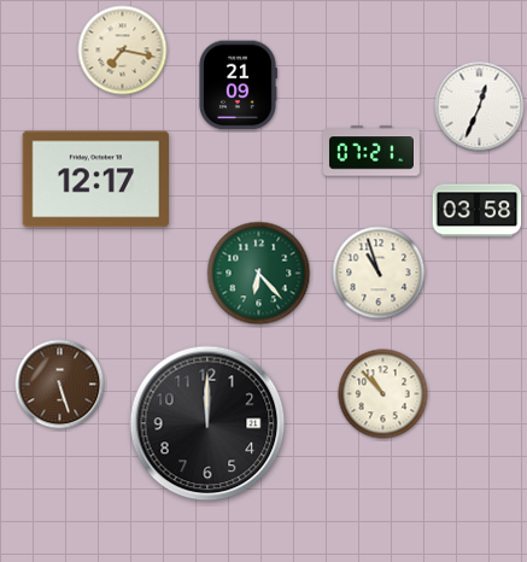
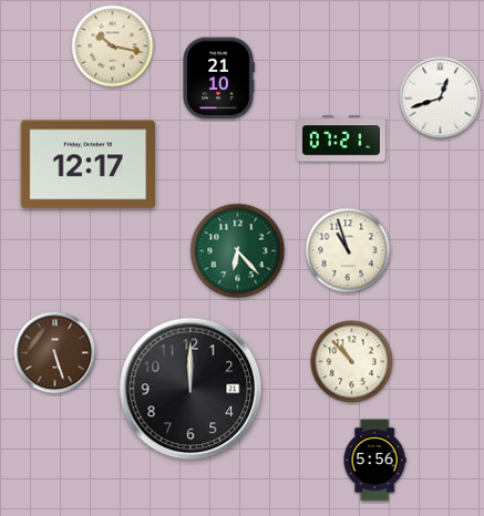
clock at (123, 51): 7:17 -> 10:17
clock at (238, 86): 21:09 -> 21:10
clock at (480, 107): 12:34 -> 12:42
clock at (478, 211): 03:58 -> none
clock at (374, 461): none -> 5:56
